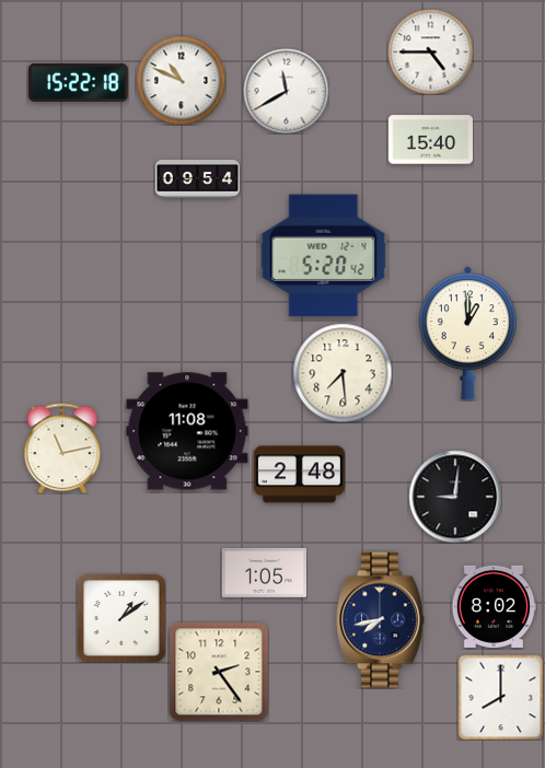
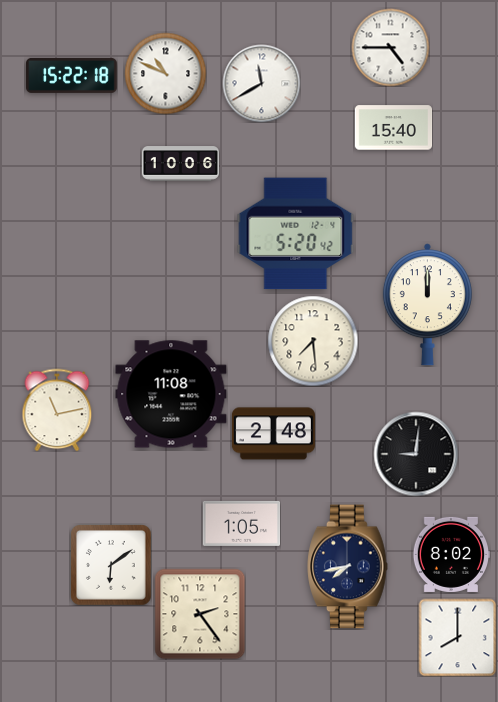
clock at (430, 51) position: (430, 51) -> (390, 47)
clock at (197, 179): 09:54 -> 10:06
clock at (467, 334): 1:00 -> 12:00
clock at (121, 618): 1:09 -> 6:09
